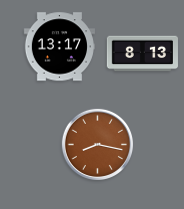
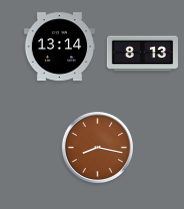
clock at (59, 47): 13:17 -> 13:14
clock at (97, 144) position: (97, 144) -> (97, 147)
